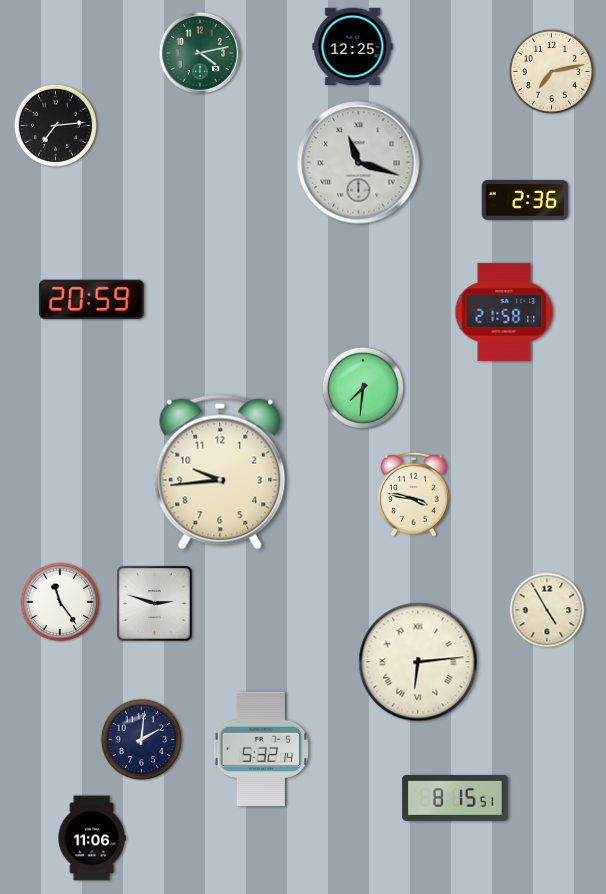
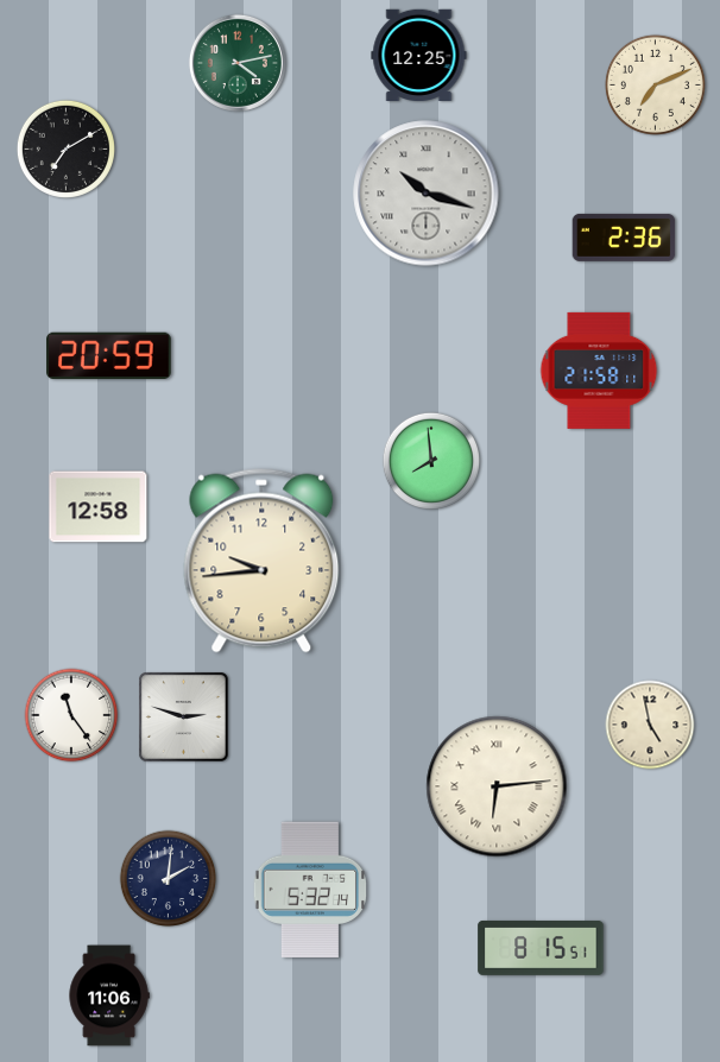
clock at (551, 71): 7:13 -> 7:11
clock at (55, 125): 7:14 -> 7:10
clock at (359, 163): 11:18 -> 10:18
clock at (362, 387): 7:31 -> 7:59
clock at (99, 507): none -> 12:58
clock at (414, 494): 3:47 -> none
clock at (547, 610): 4:55 -> 4:58
